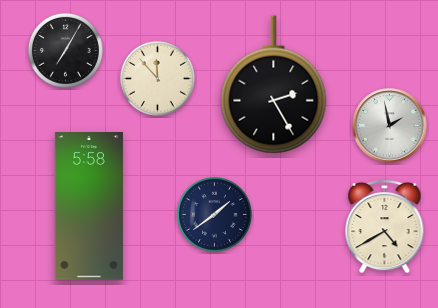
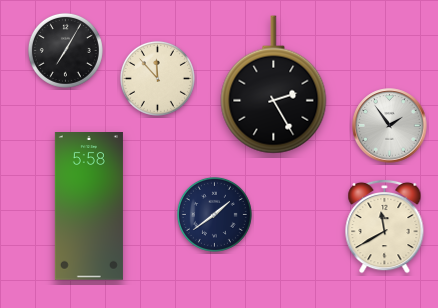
clock at (390, 126): 1:58 -> 1:54
clock at (385, 226): 4:40 -> 11:40
